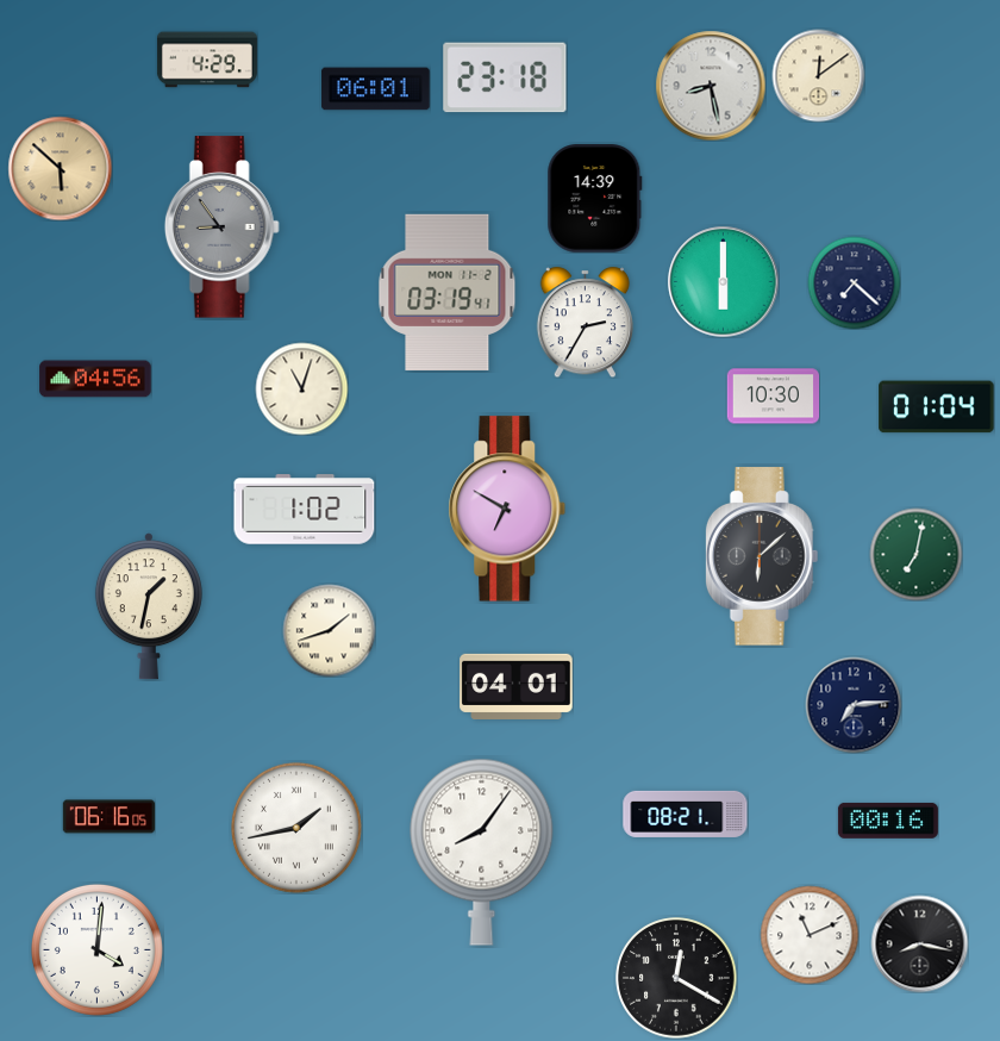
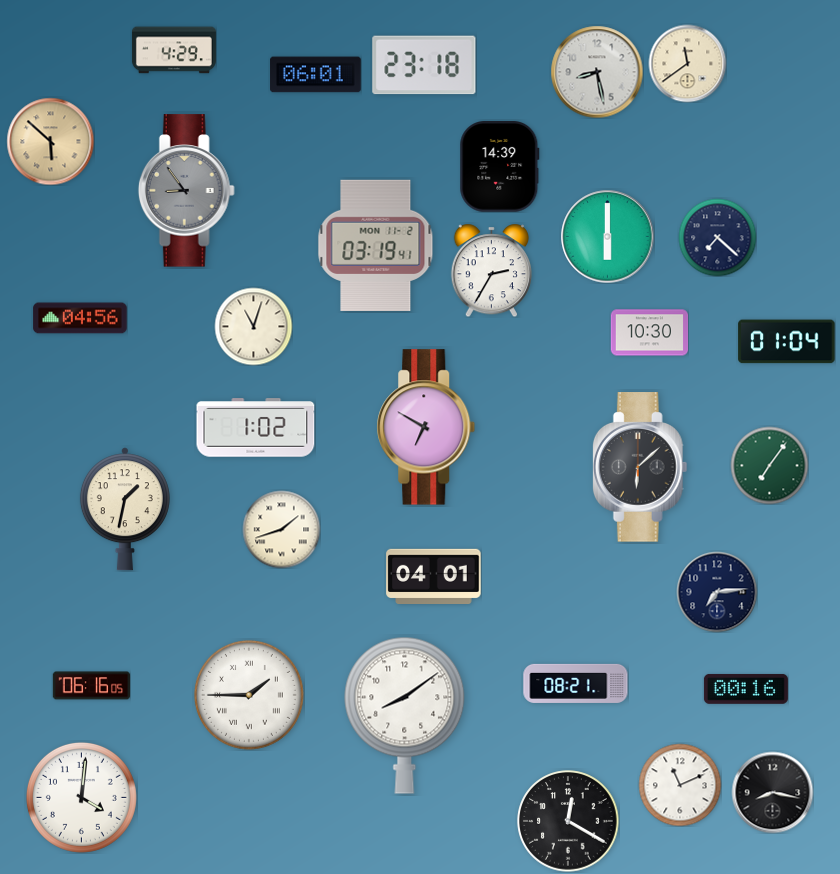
clock at (818, 75): 12:09 -> 11:39
clock at (915, 554): 7:02 -> 7:06
clock at (329, 630) position: (329, 630) -> (281, 529)
clock at (296, 828): 1:43 -> 1:45
clock at (482, 852): 8:06 -> 8:09
